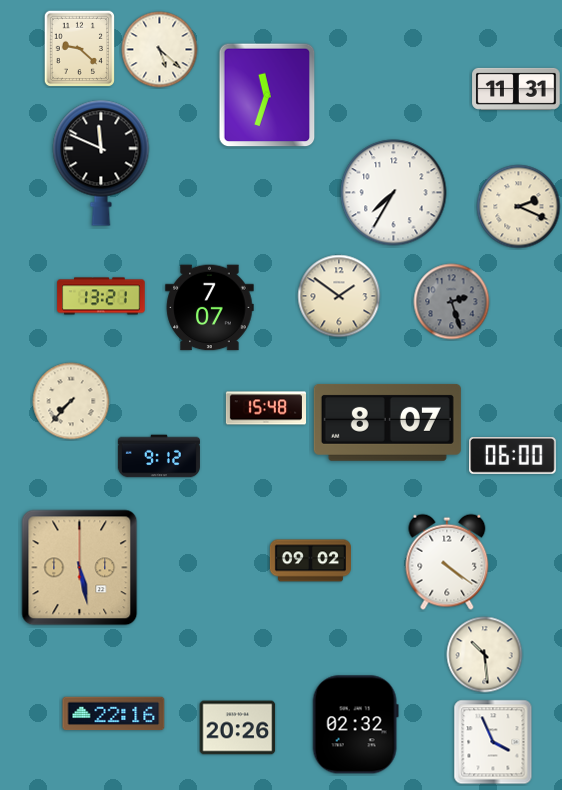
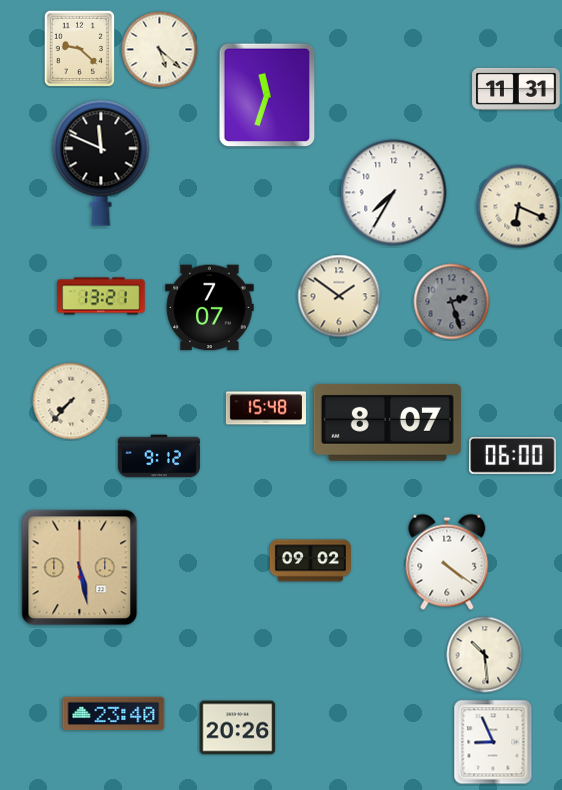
clock at (519, 207): 2:19 -> 6:19
clock at (114, 714): 22:16 -> 23:40
clock at (355, 725): 02:32 -> none
clock at (493, 742): 3:56 -> 8:56
